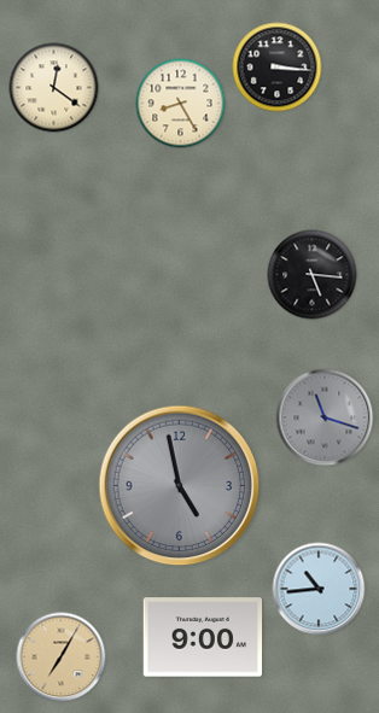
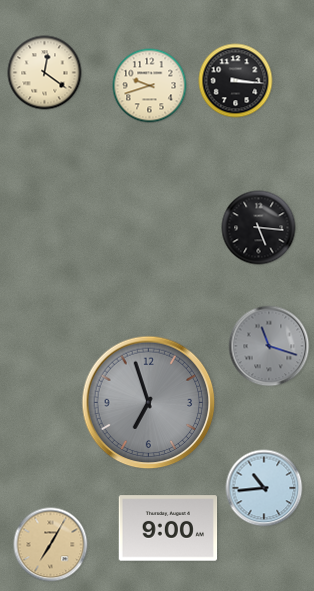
clock at (278, 68) position: (278, 68) -> (236, 81)
clock at (181, 104): 8:25 -> 9:42
clock at (180, 486): 4:58 -> 6:57
